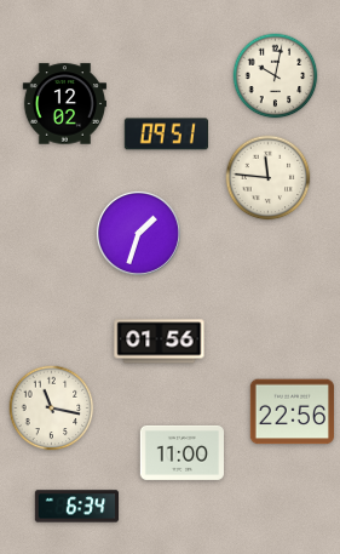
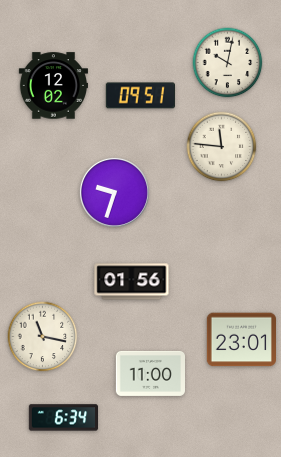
clock at (166, 135) position: (166, 135) -> (140, 96)
clock at (138, 233): 1:33 -> 9:33
clock at (292, 412): 22:56 -> 23:01
